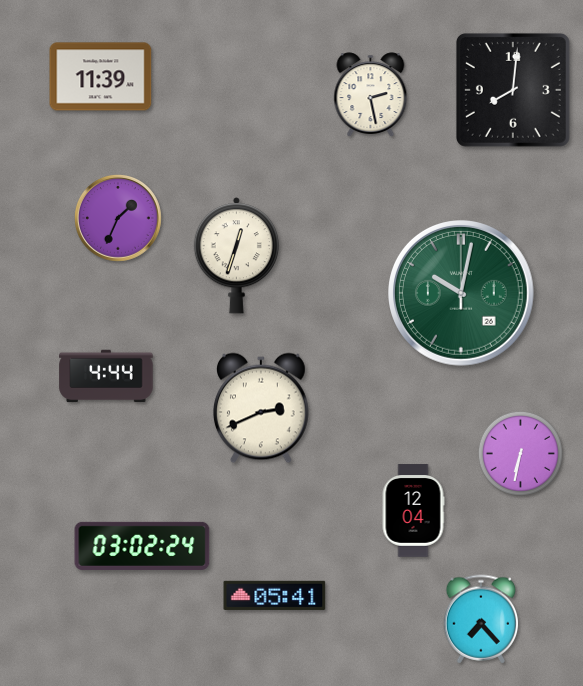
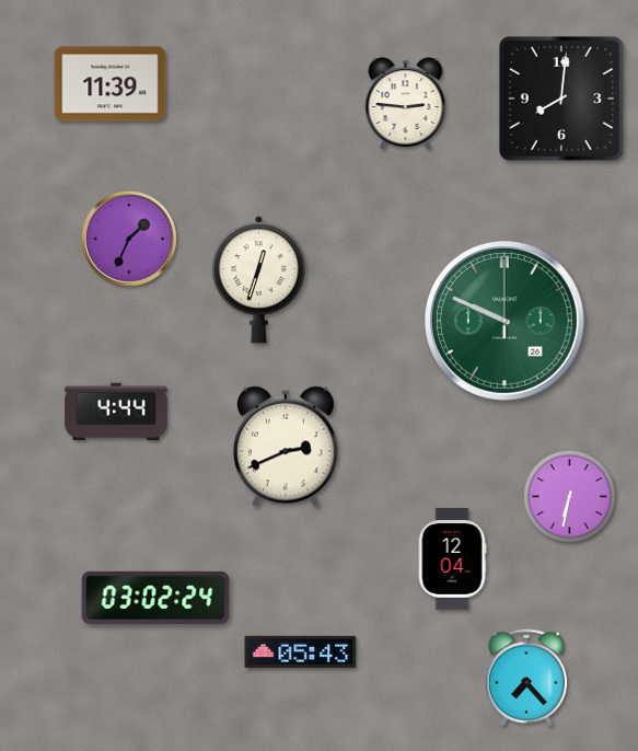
clock at (371, 95): 2:28 -> 2:46
clock at (462, 294): 10:02 -> 9:49
clock at (275, 595): 05:41 -> 05:43
